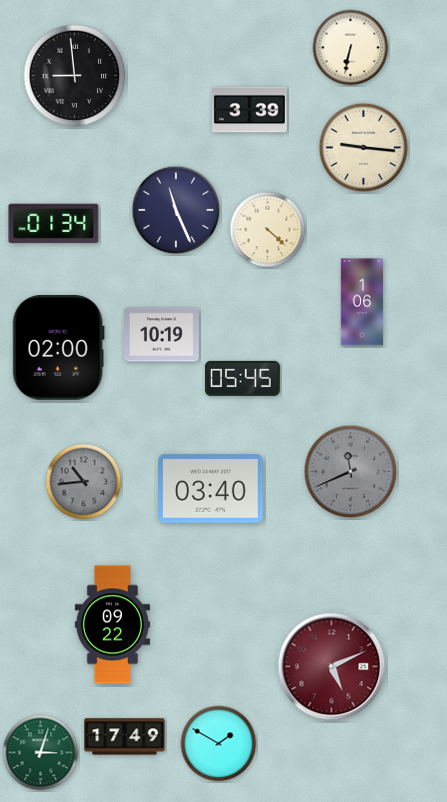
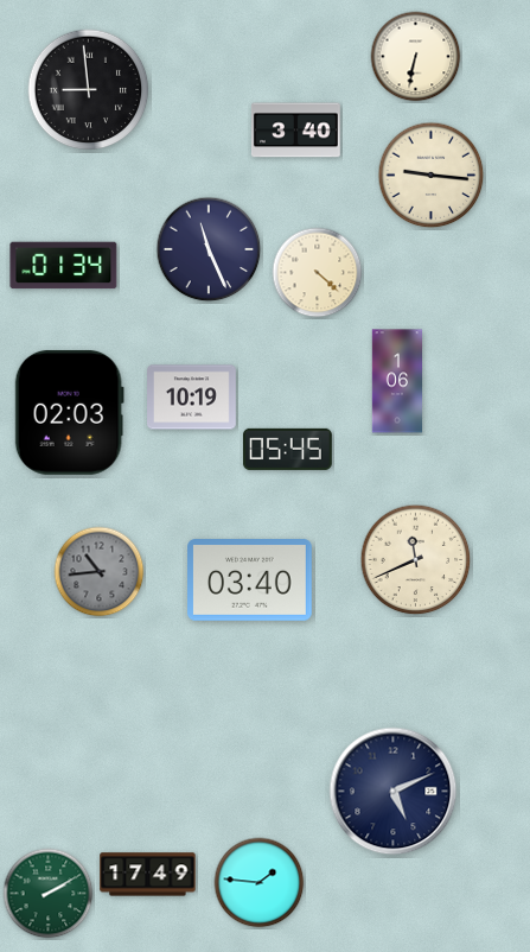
clock at (249, 110): 3:39 -> 3:40
clock at (362, 302) position: (362, 302) -> (397, 381)
clock at (58, 347): 02:00 -> 02:03
clock at (351, 472) dial: grey -> cream
clock at (112, 625): 09:22 -> none
clock at (332, 667) dial: burgundy -> navy
clock at (219, 744): 1:50 -> 1:46
clock at (41, 753): 3:03 -> 2:10
